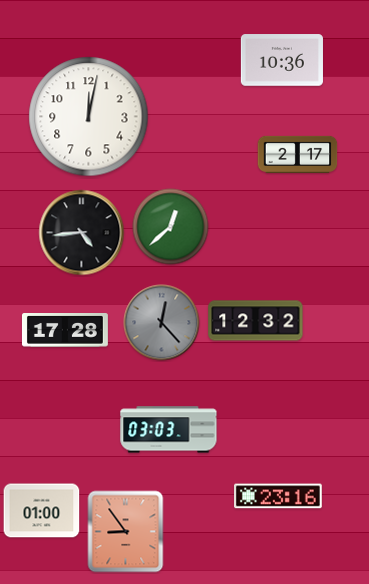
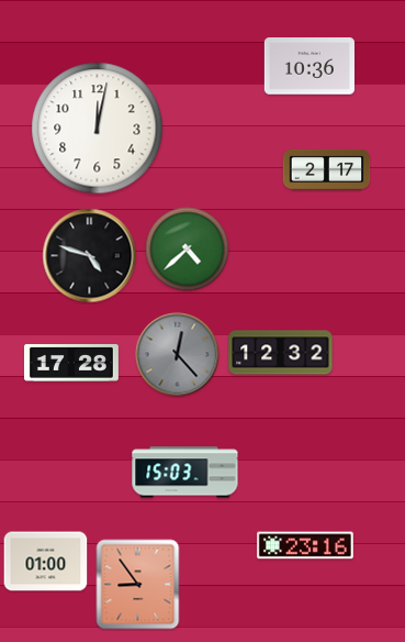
clock at (171, 227): 12:38 -> 4:38
clock at (82, 233): 4:44 -> 4:48
clock at (169, 430): 03:03 -> 15:03
